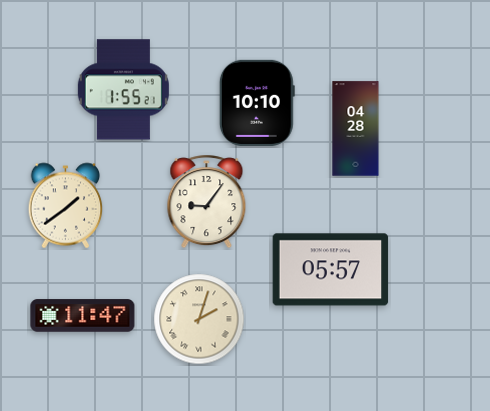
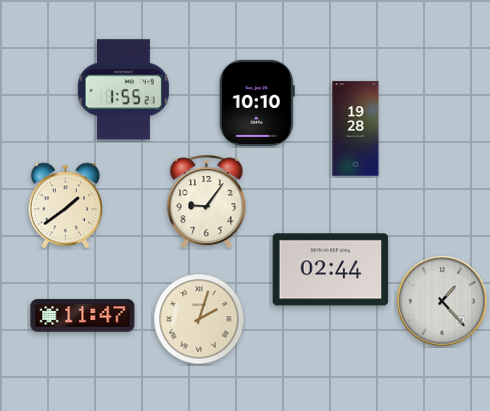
clock at (356, 129): 04:28 -> 19:28
clock at (331, 270): 05:57 -> 02:44
clock at (442, 301): none -> 1:23
